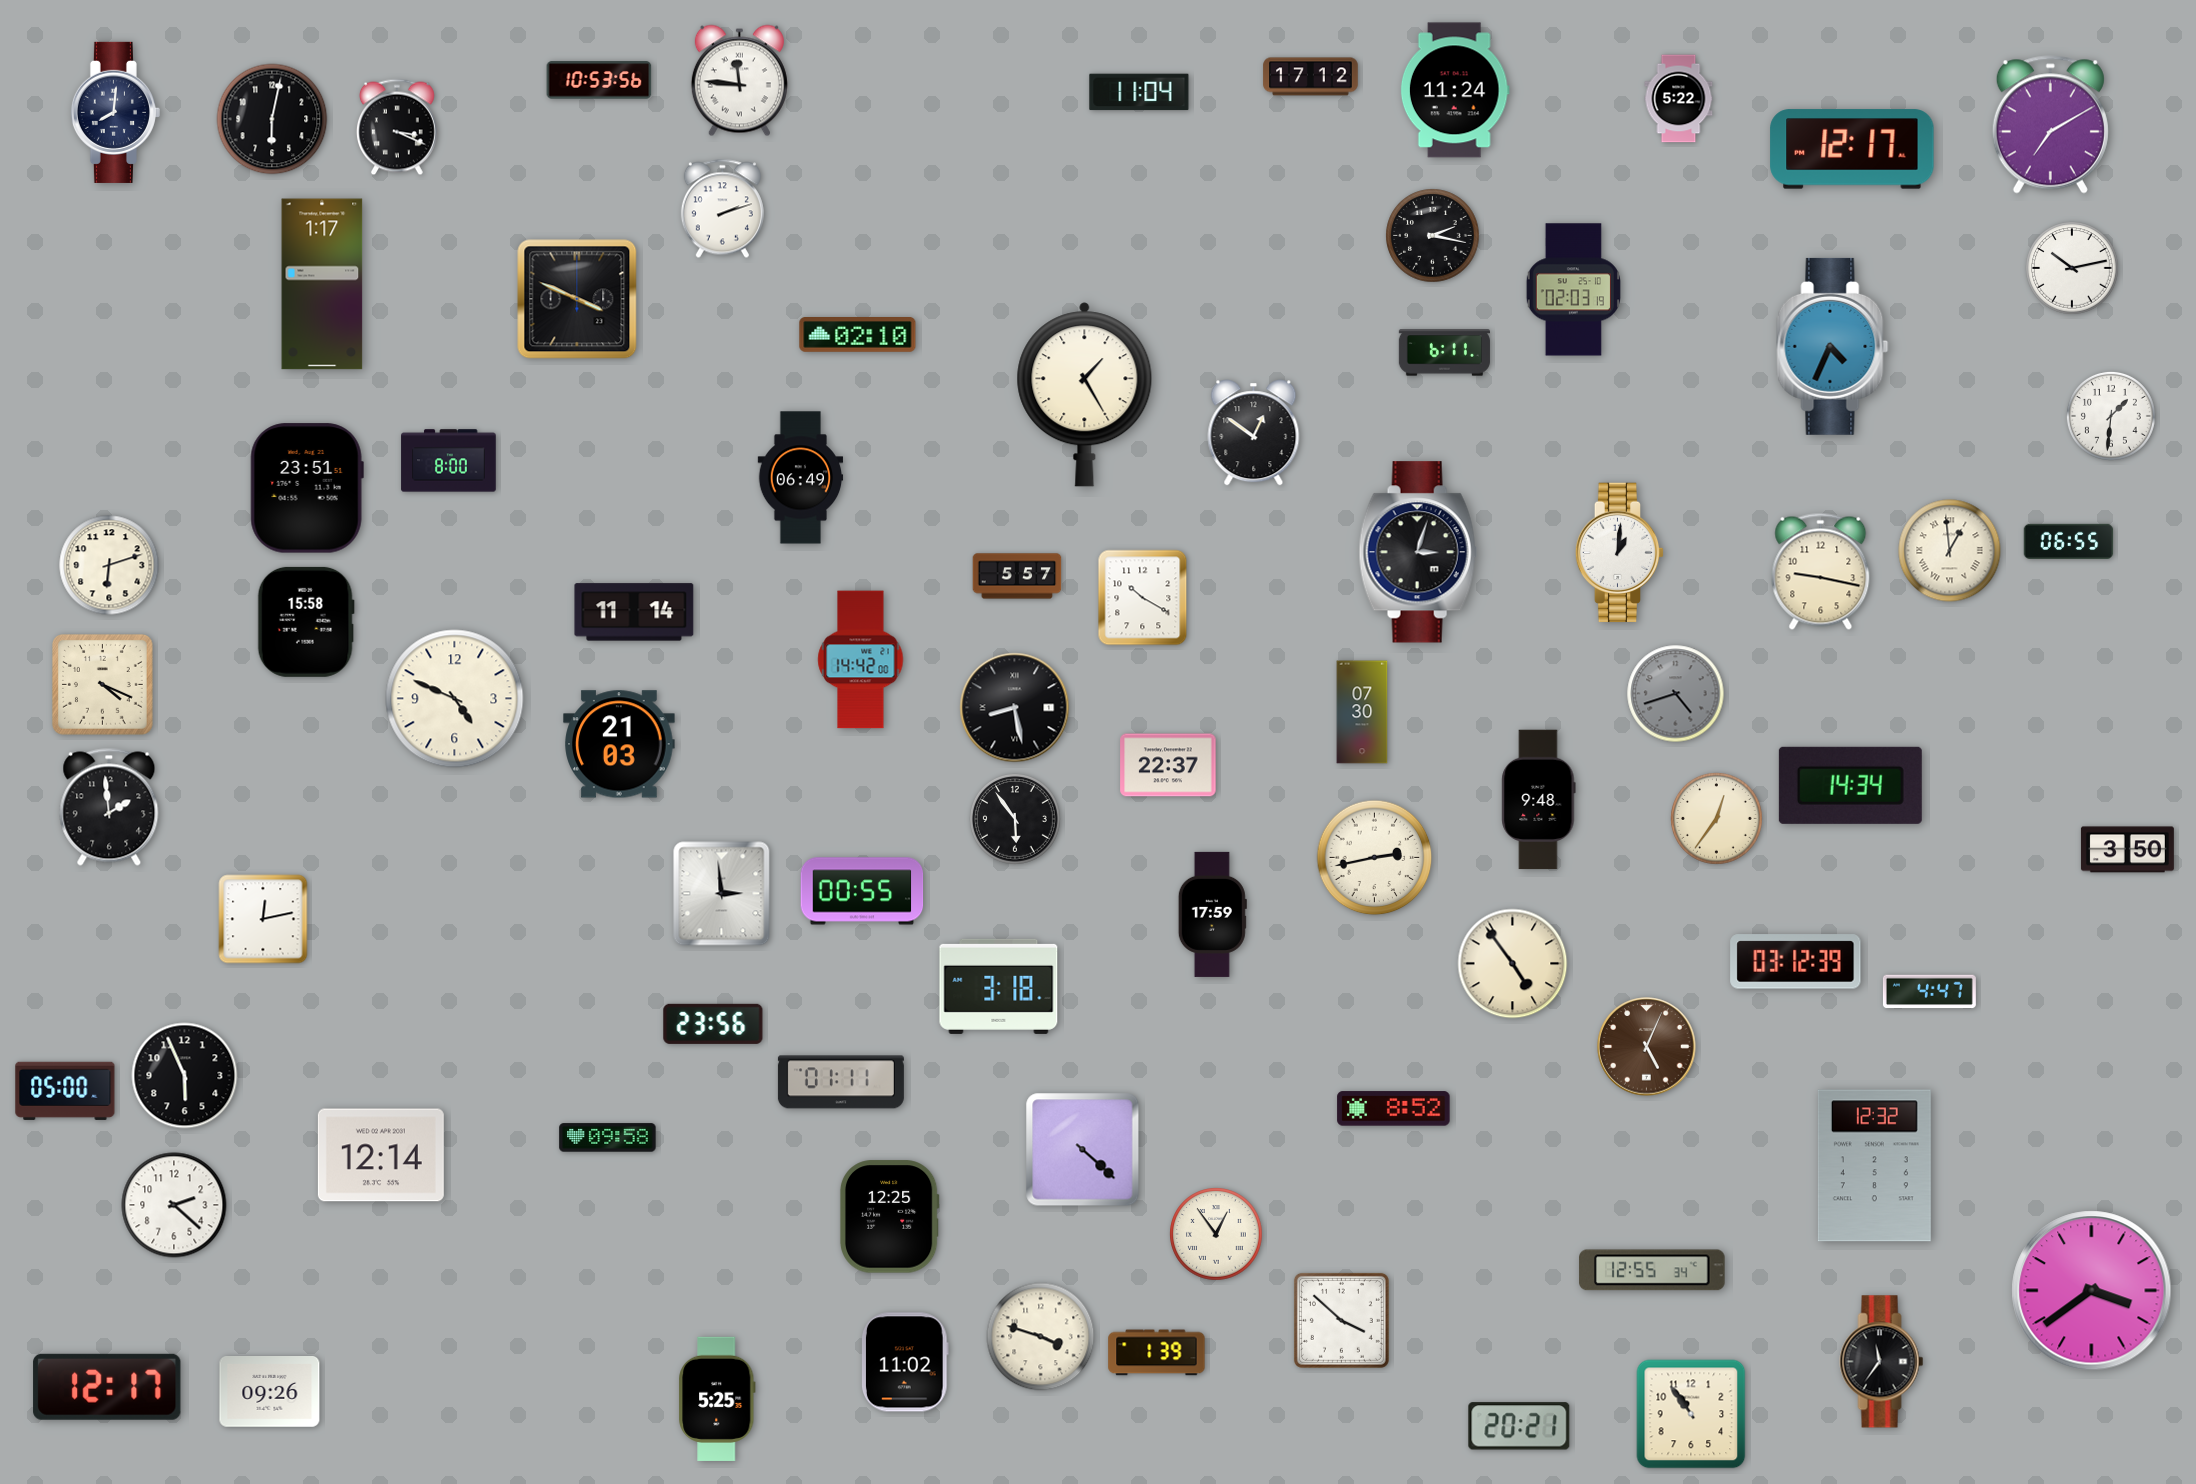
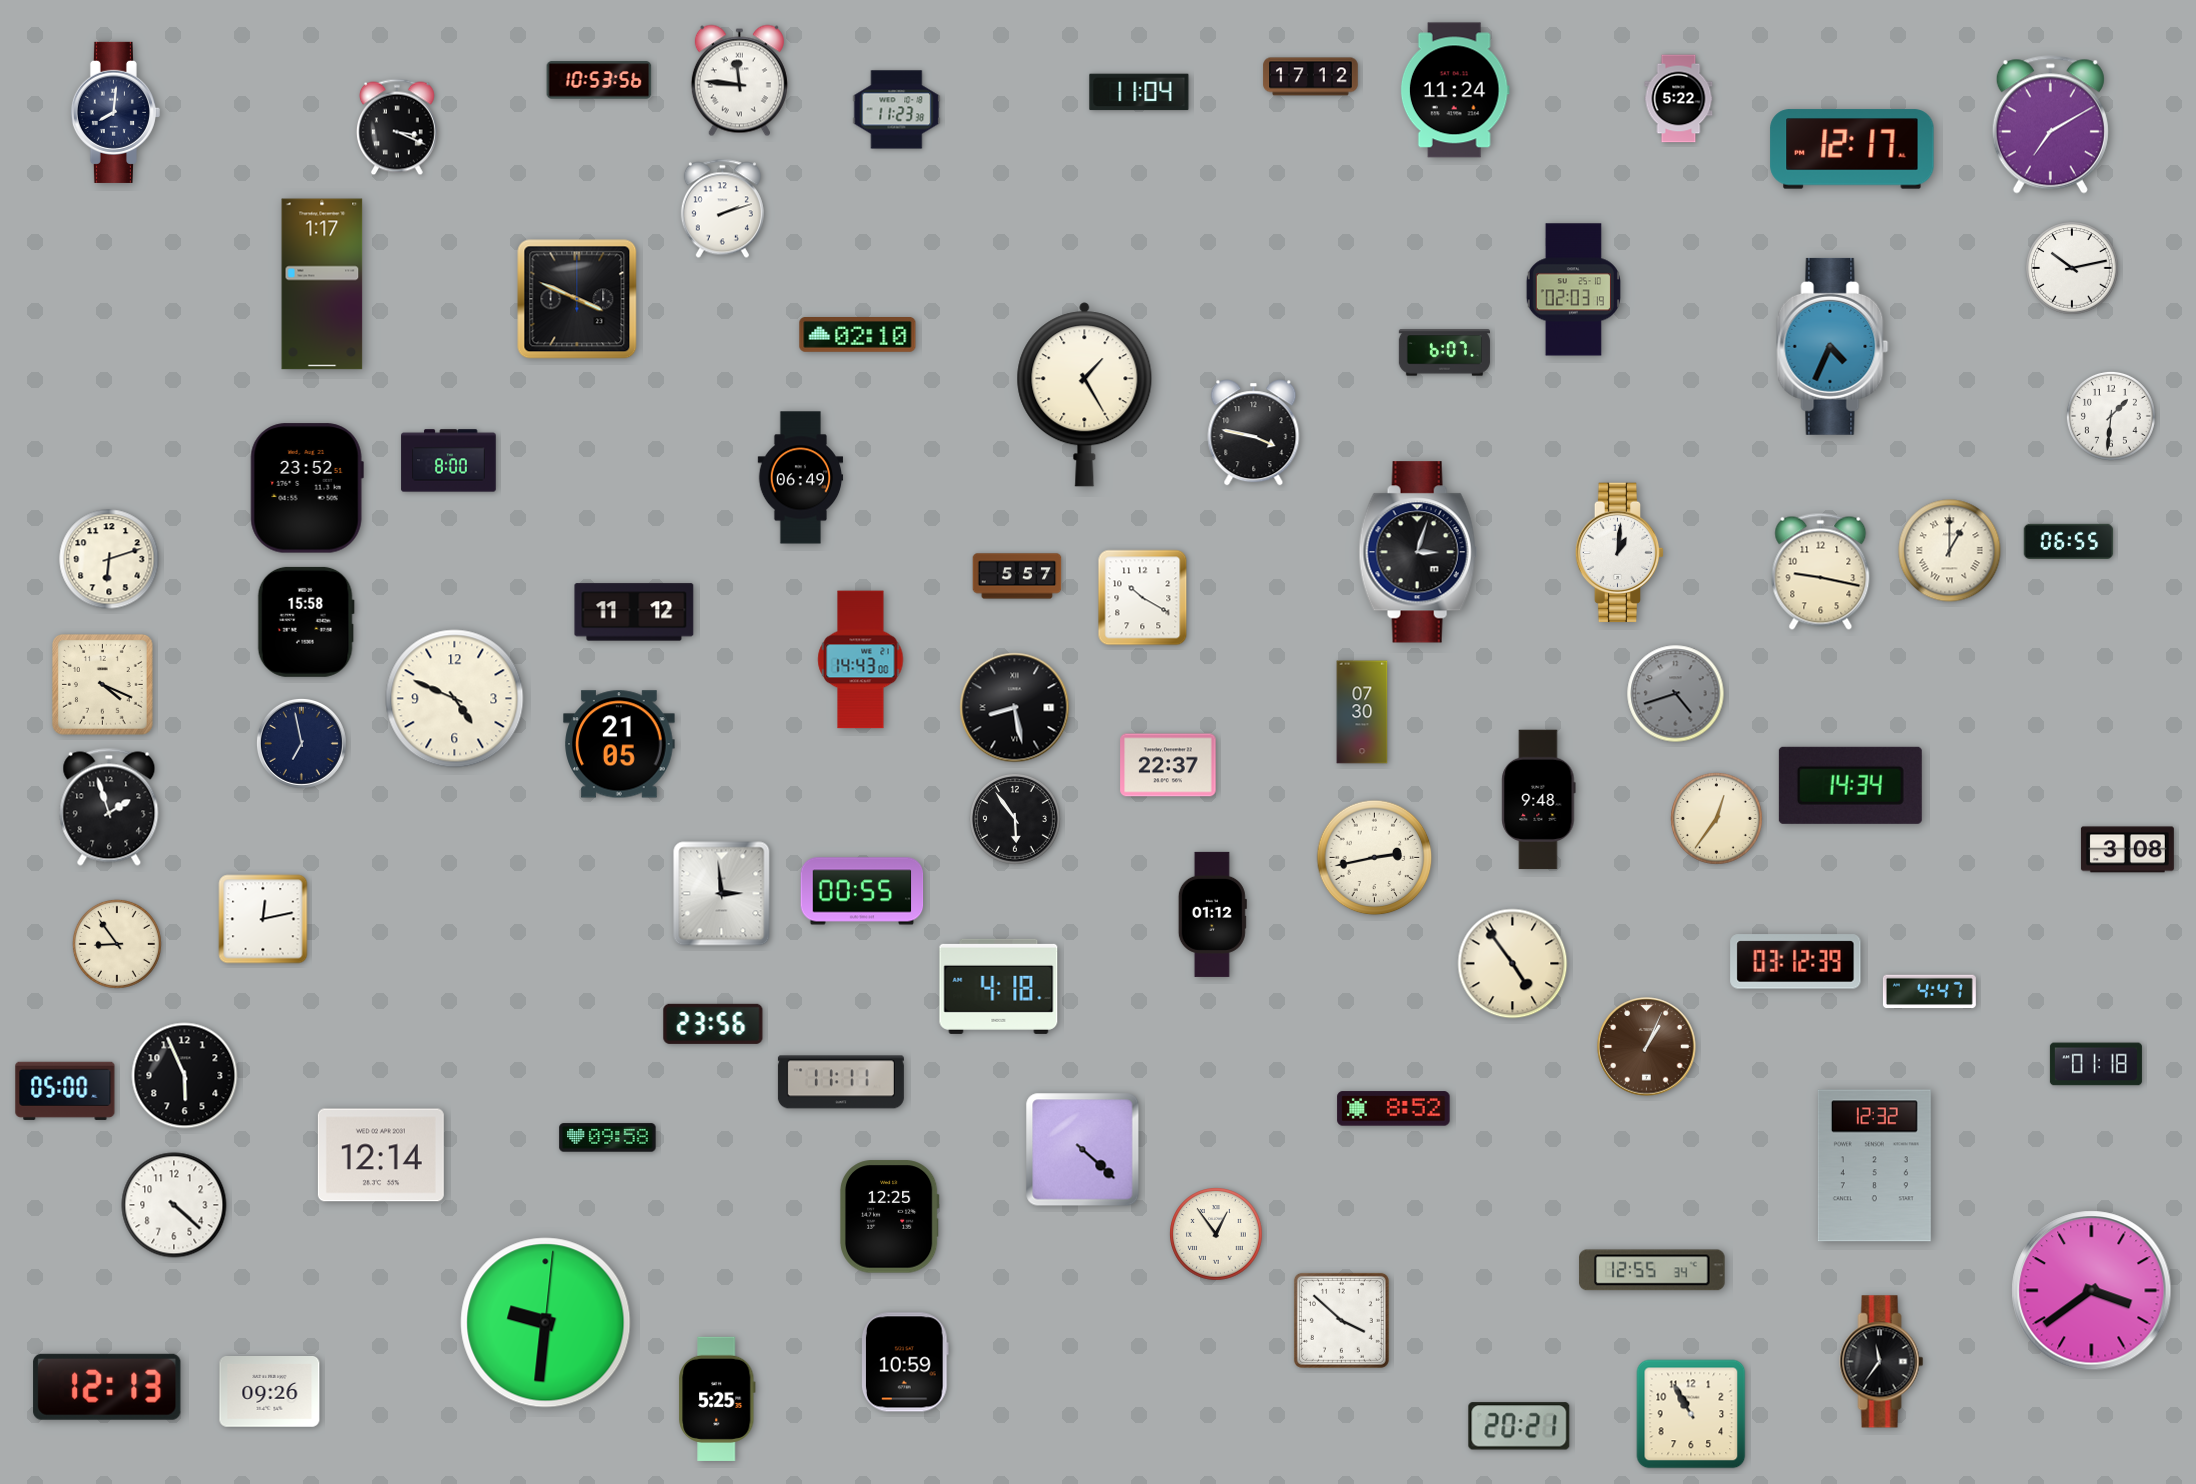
clock at (897, 110): none -> 11:23
clock at (272, 119): 6:02 -> none
clock at (1433, 236): 2:17 -> none
clock at (1444, 353): 6:11 -> 6:07
clock at (1254, 433): 12:51 -> 3:47
clock at (307, 488): 23:51 -> 23:52
clock at (1950, 551): 12:59 -> 1:00
clock at (109, 565) position: (109, 565) -> (109, 559)
clock at (634, 612): 11:14 -> 11:12
clock at (861, 660): 14:42 -> 14:43
clock at (301, 743): none -> 6:58
clock at (619, 744): 21:03 -> 21:05
clock at (109, 807): 1:59 -> 1:57
clock at (2127, 850): 3:50 -> 3:08
clock at (1212, 914): 17:59 -> 01:12
clock at (117, 944): none -> 8:54
clock at (999, 986): 3:18 -> 4:18
clock at (1647, 1047): 5:04 -> 1:04
clock at (2096, 1064): none -> 01:18
clock at (841, 1082): 01:11 -> 11:11
clock at (174, 1205): 2:22 -> 4:22
clock at (546, 1323): none -> 9:31
clock at (1041, 1337): 3:48 -> none
clock at (1157, 1353): 1:39 -> none
clock at (905, 1362): 11:02 -> 10:59
clock at (107, 1387): 12:17 -> 12:13
clock at (1691, 1414): 10:54 -> 10:55
